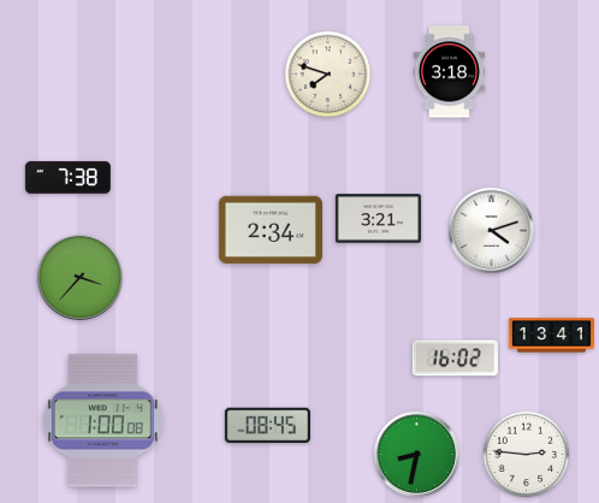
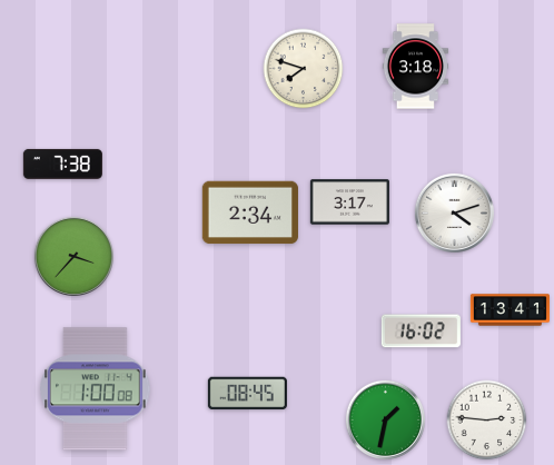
clock at (378, 219): 3:21 -> 3:17
clock at (416, 454): 8:32 -> 1:32
